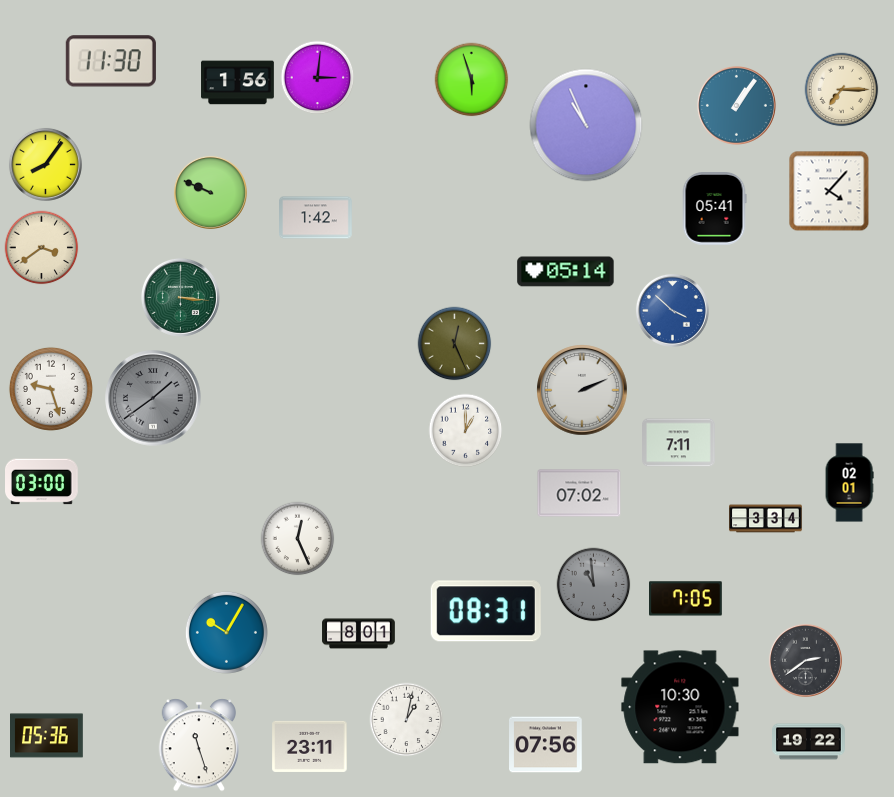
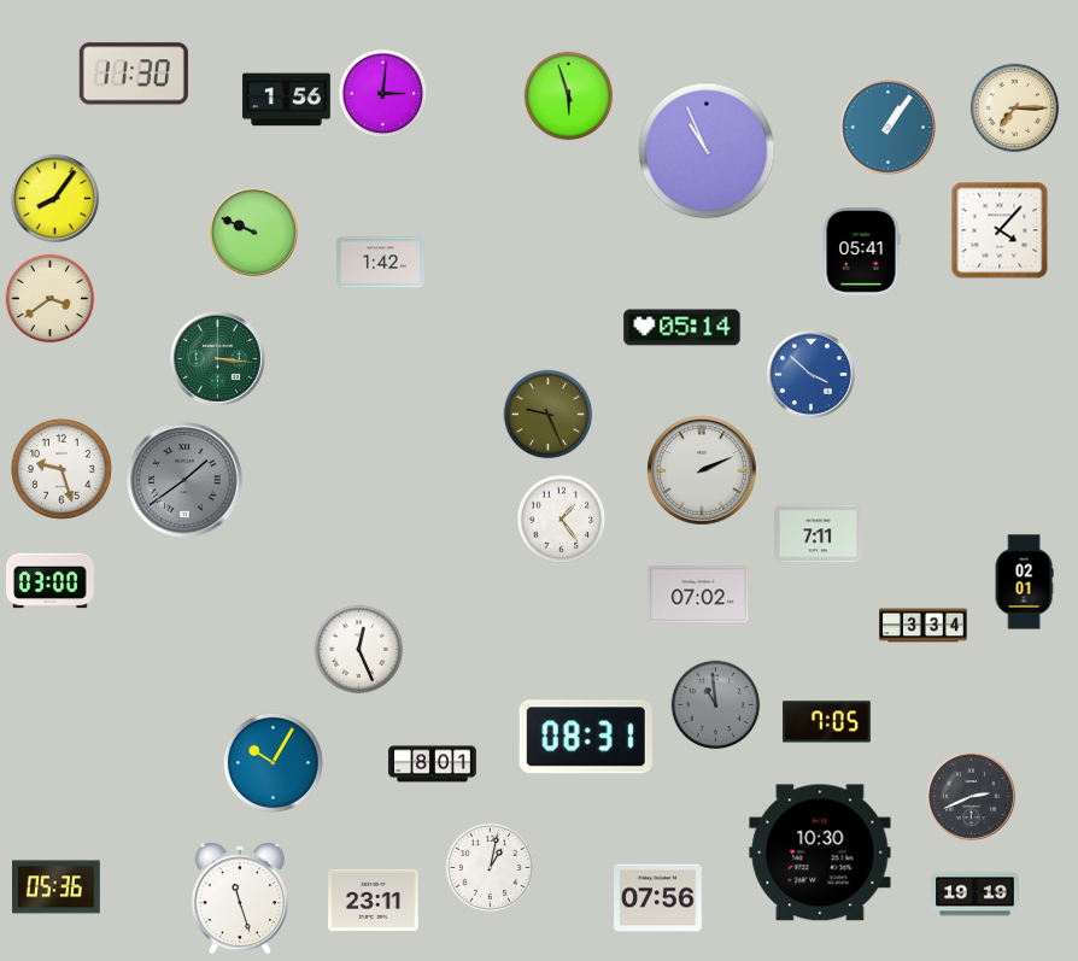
clock at (455, 344): 12:26 -> 9:26
clock at (466, 431): 1:00 -> 1:24
clock at (805, 660): 2:39 -> 2:41
clock at (809, 742): 19:22 -> 19:19
